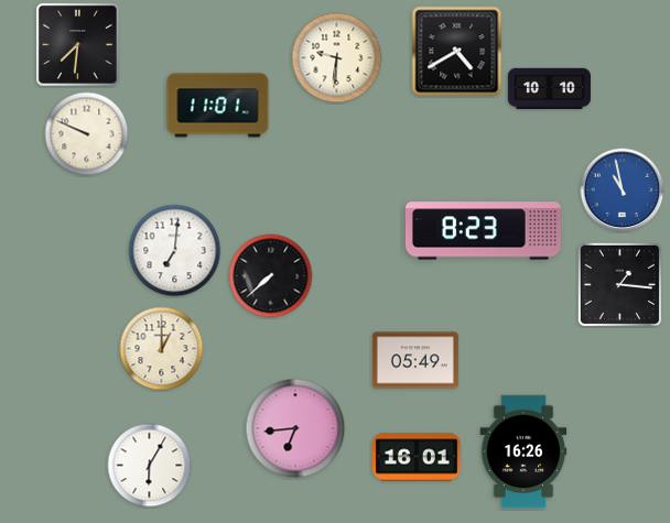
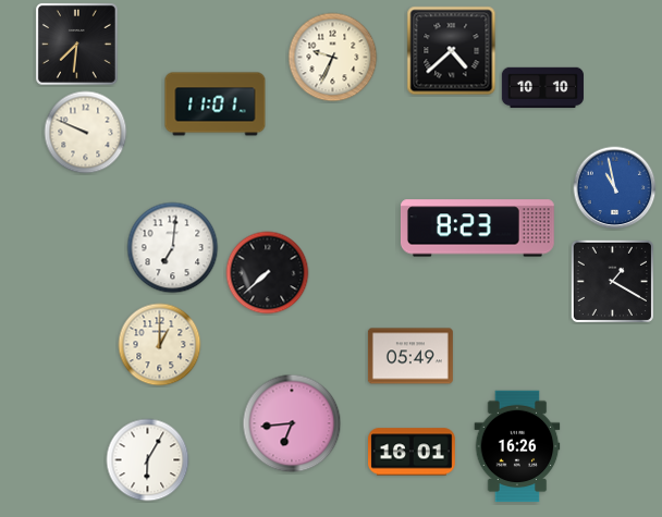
clock at (457, 52): 4:40 -> 4:38
clock at (337, 58): 9:31 -> 9:34
clock at (619, 284): 1:16 -> 1:20
